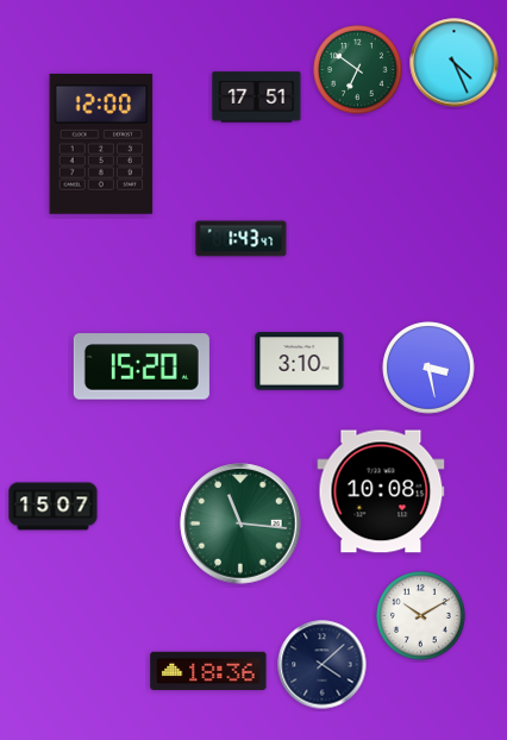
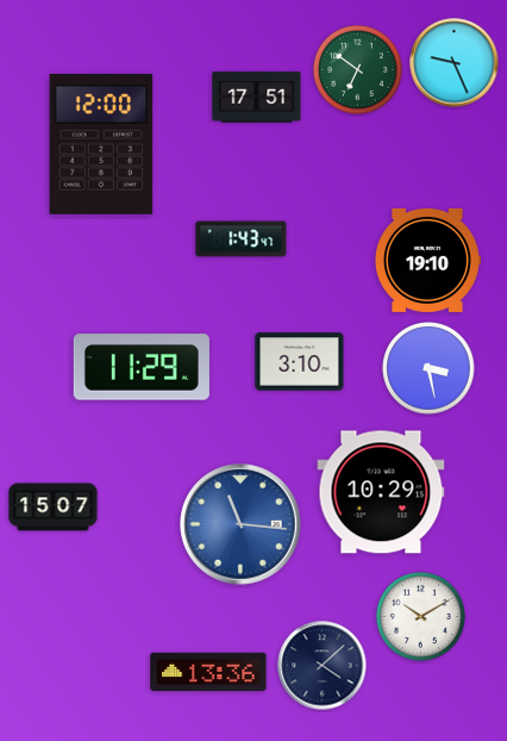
clock at (455, 63): 4:26 -> 9:26
clock at (427, 260): none -> 19:10
clock at (142, 366): 15:20 -> 11:29
clock at (381, 491): 10:08 -> 10:29
clock at (240, 523) dial: green -> blue
clock at (208, 671): 18:36 -> 13:36
